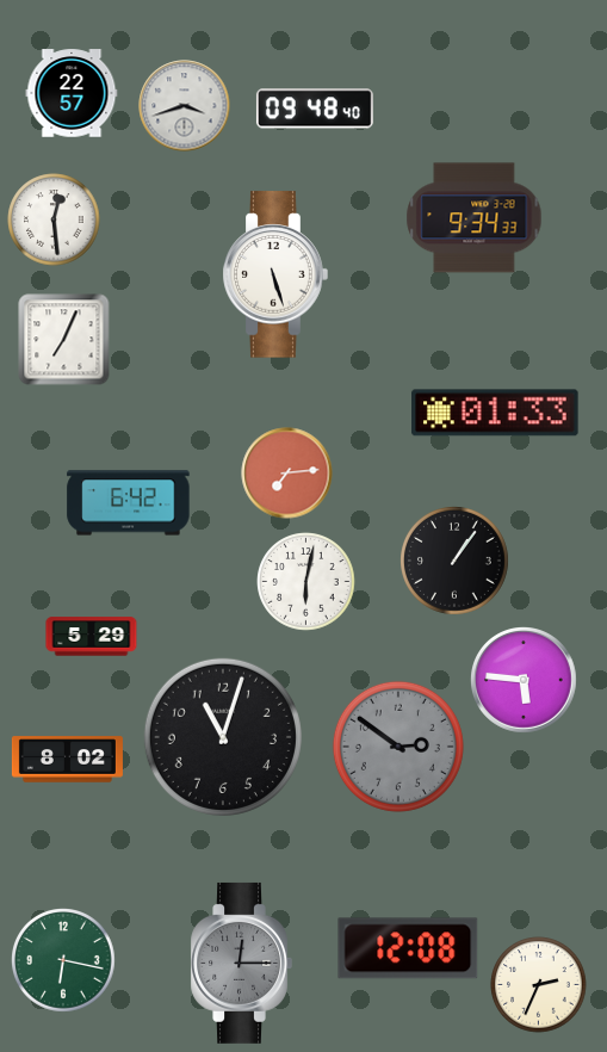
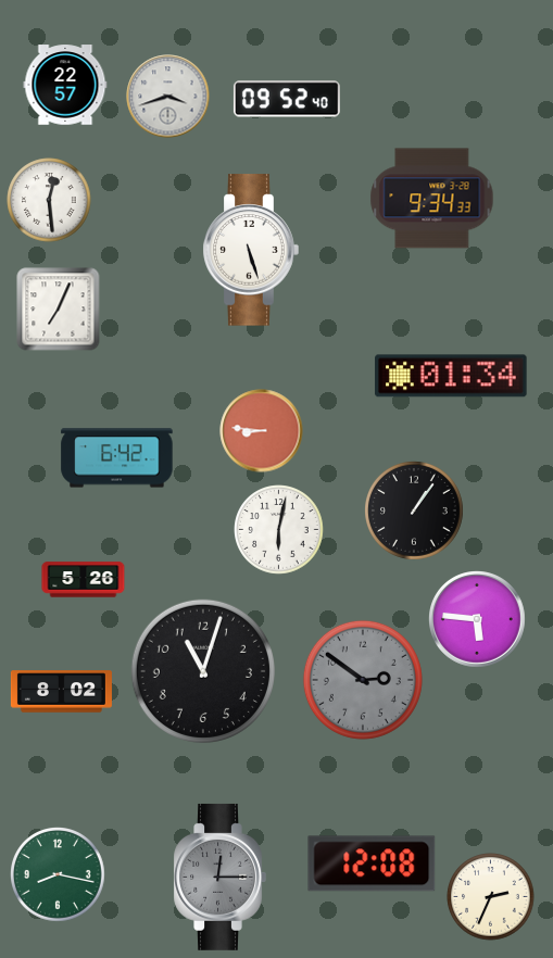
clock at (315, 109): 09:48 -> 09:52
clock at (495, 413): 01:33 -> 01:34
clock at (287, 474): 7:14 -> 8:46
clock at (92, 637): 5:29 -> 5:26
clock at (64, 961): 6:17 -> 8:17
